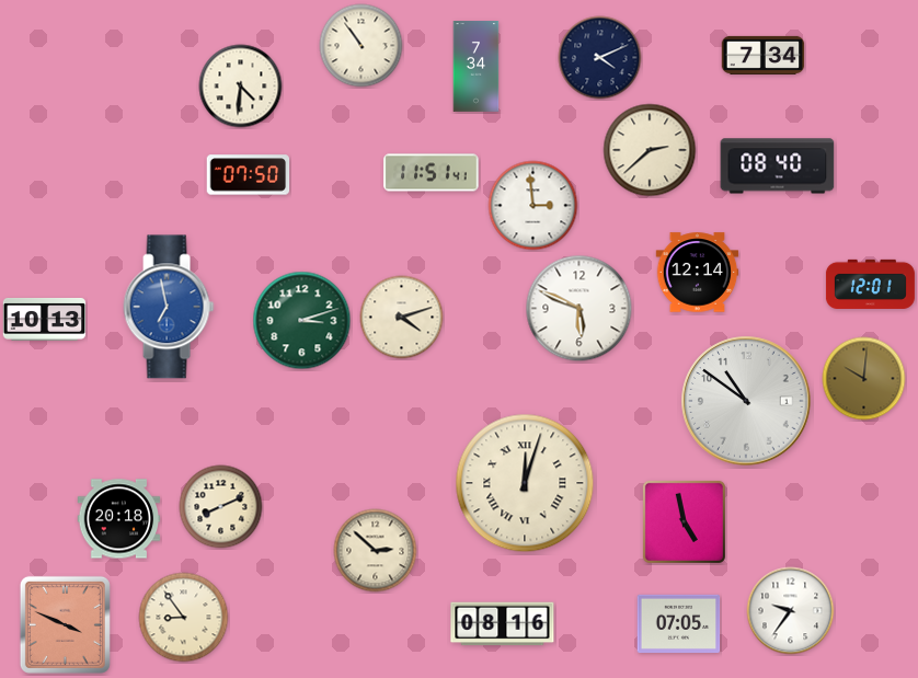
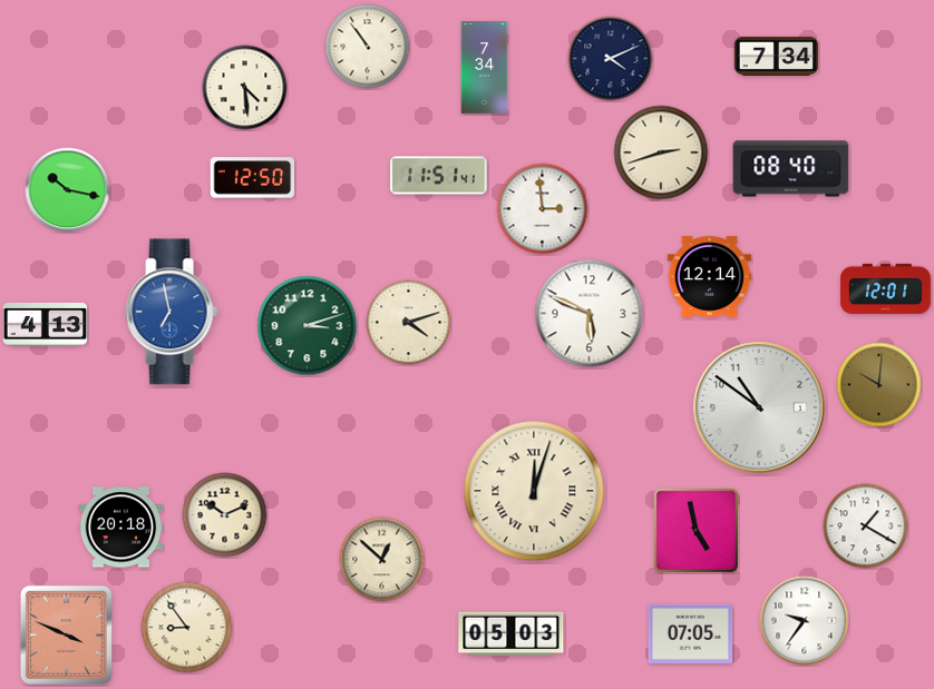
clock at (241, 87): 4:31 -> 4:29
clock at (650, 150): 2:38 -> 2:42
clock at (249, 175): 07:50 -> 12:50
clock at (68, 190): none -> 10:17
clock at (45, 319): 10:13 -> 4:13
clock at (221, 507): 8:11 -> 10:11
clock at (866, 526): none -> 1:20
clock at (376, 551): 2:52 -> 12:52
clock at (503, 624): 08:16 -> 05:03
